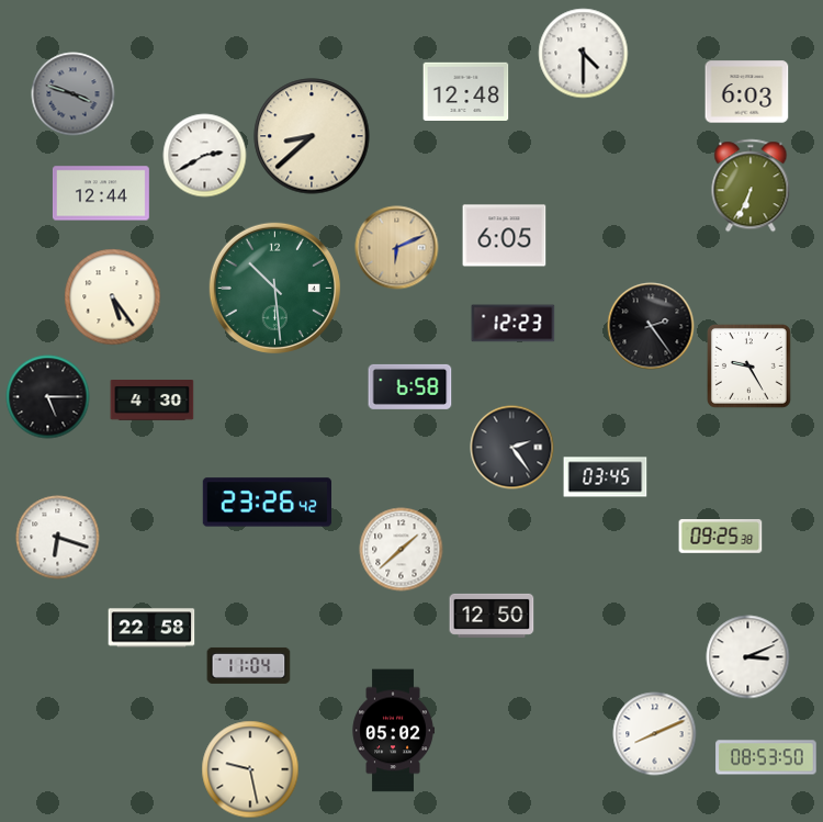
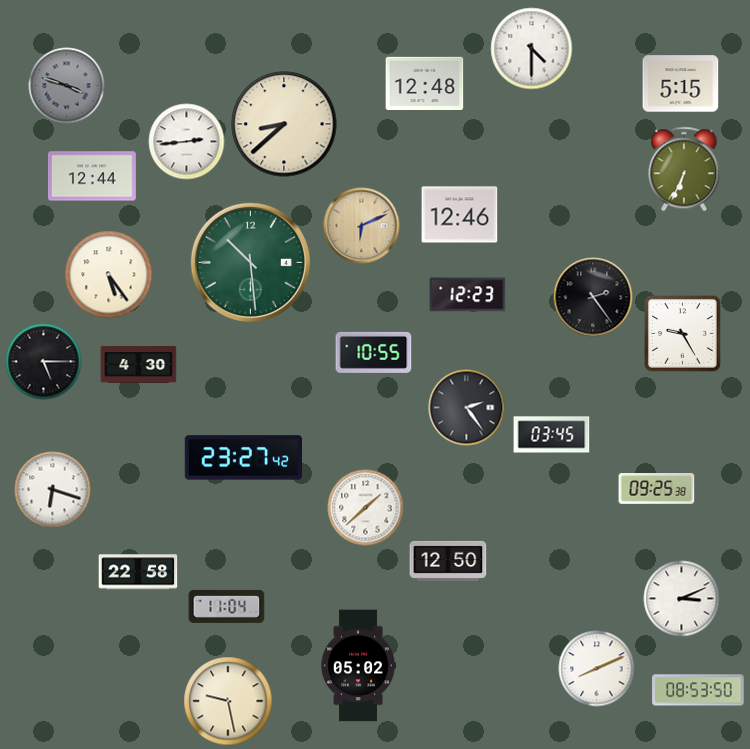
clock at (747, 92): 6:03 -> 5:15
clock at (205, 156): 2:40 -> 2:44
clock at (505, 236): 6:05 -> 12:46
clock at (113, 297) position: (113, 297) -> (109, 275)
clock at (410, 386): 6:58 -> 10:55
clock at (267, 503): 23:26 -> 23:27
clock at (402, 550) position: (402, 550) -> (366, 508)
